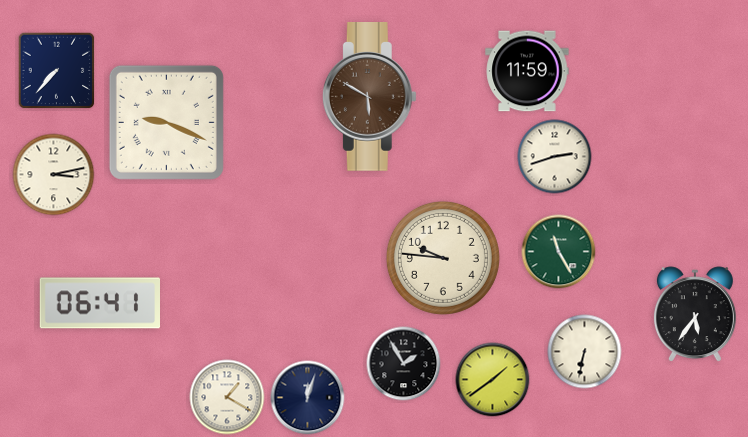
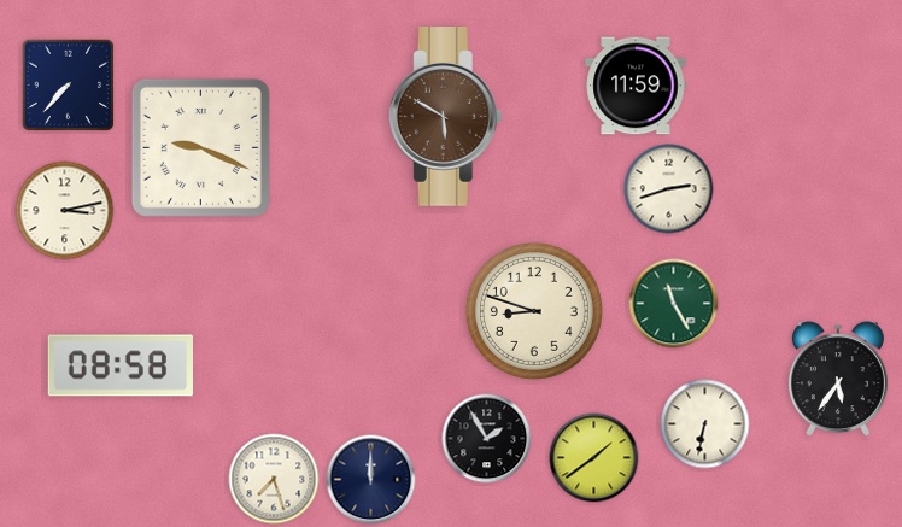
clock at (443, 258): 9:46 -> 8:48
clock at (100, 303): 06:41 -> 08:58
clock at (227, 397): 1:20 -> 7:27
clock at (308, 398): 12:03 -> 12:00
